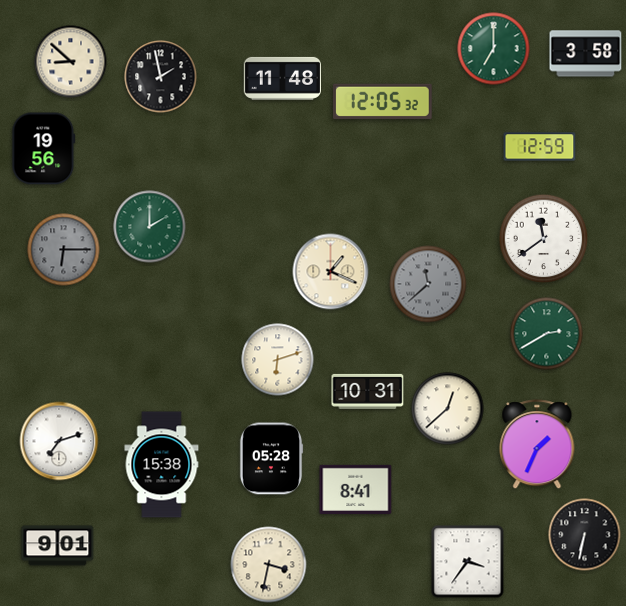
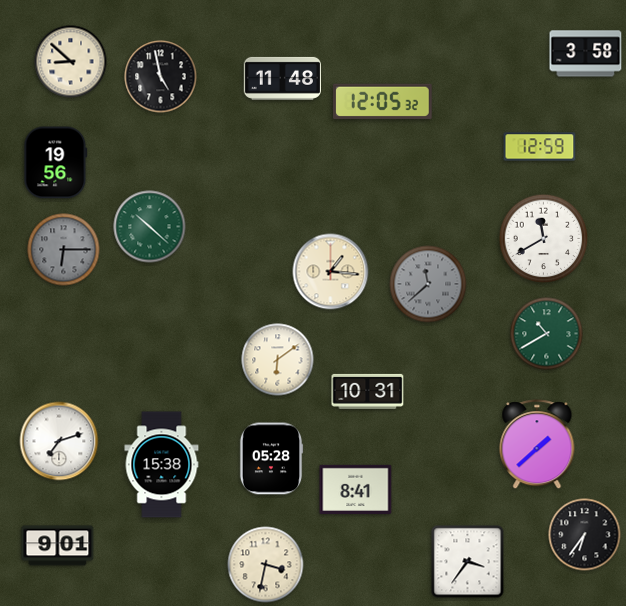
clock at (494, 49): 7:00 -> none
clock at (161, 77): 1:58 -> 4:58
clock at (44, 149) position: (44, 149) -> (56, 163)
clock at (150, 227): 2:00 -> 10:22
clock at (544, 239): 11:39 -> 11:40
clock at (331, 272): 1:19 -> 1:16
clock at (547, 334): 2:40 -> 10:40
clock at (278, 360): 6:12 -> 6:09
clock at (448, 409): 12:38 -> none
clock at (537, 445): 1:34 -> 1:38
clock at (585, 535): 6:32 -> 6:36
clock at (269, 565) position: (269, 565) -> (266, 565)
